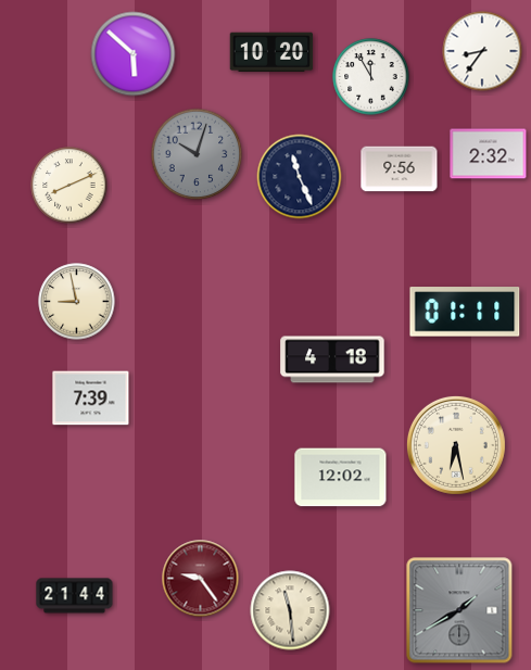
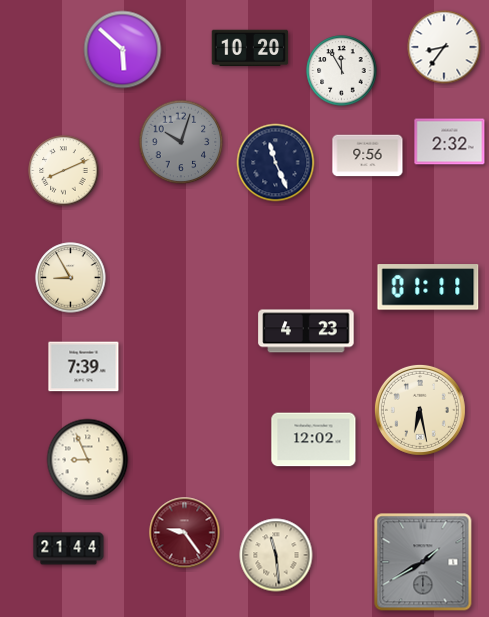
clock at (77, 302): 8:58 -> 8:55
clock at (332, 359): 4:18 -> 4:23
clock at (88, 460): none -> 8:56
clock at (290, 610) position: (290, 610) -> (276, 555)
